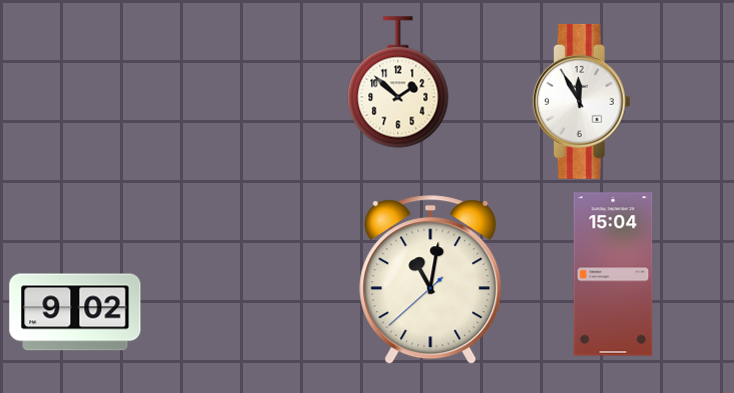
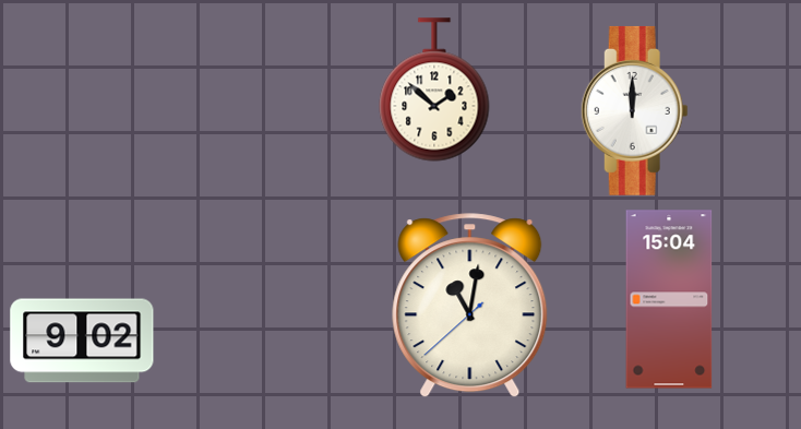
clock at (581, 101): 11:55 -> 12:00
